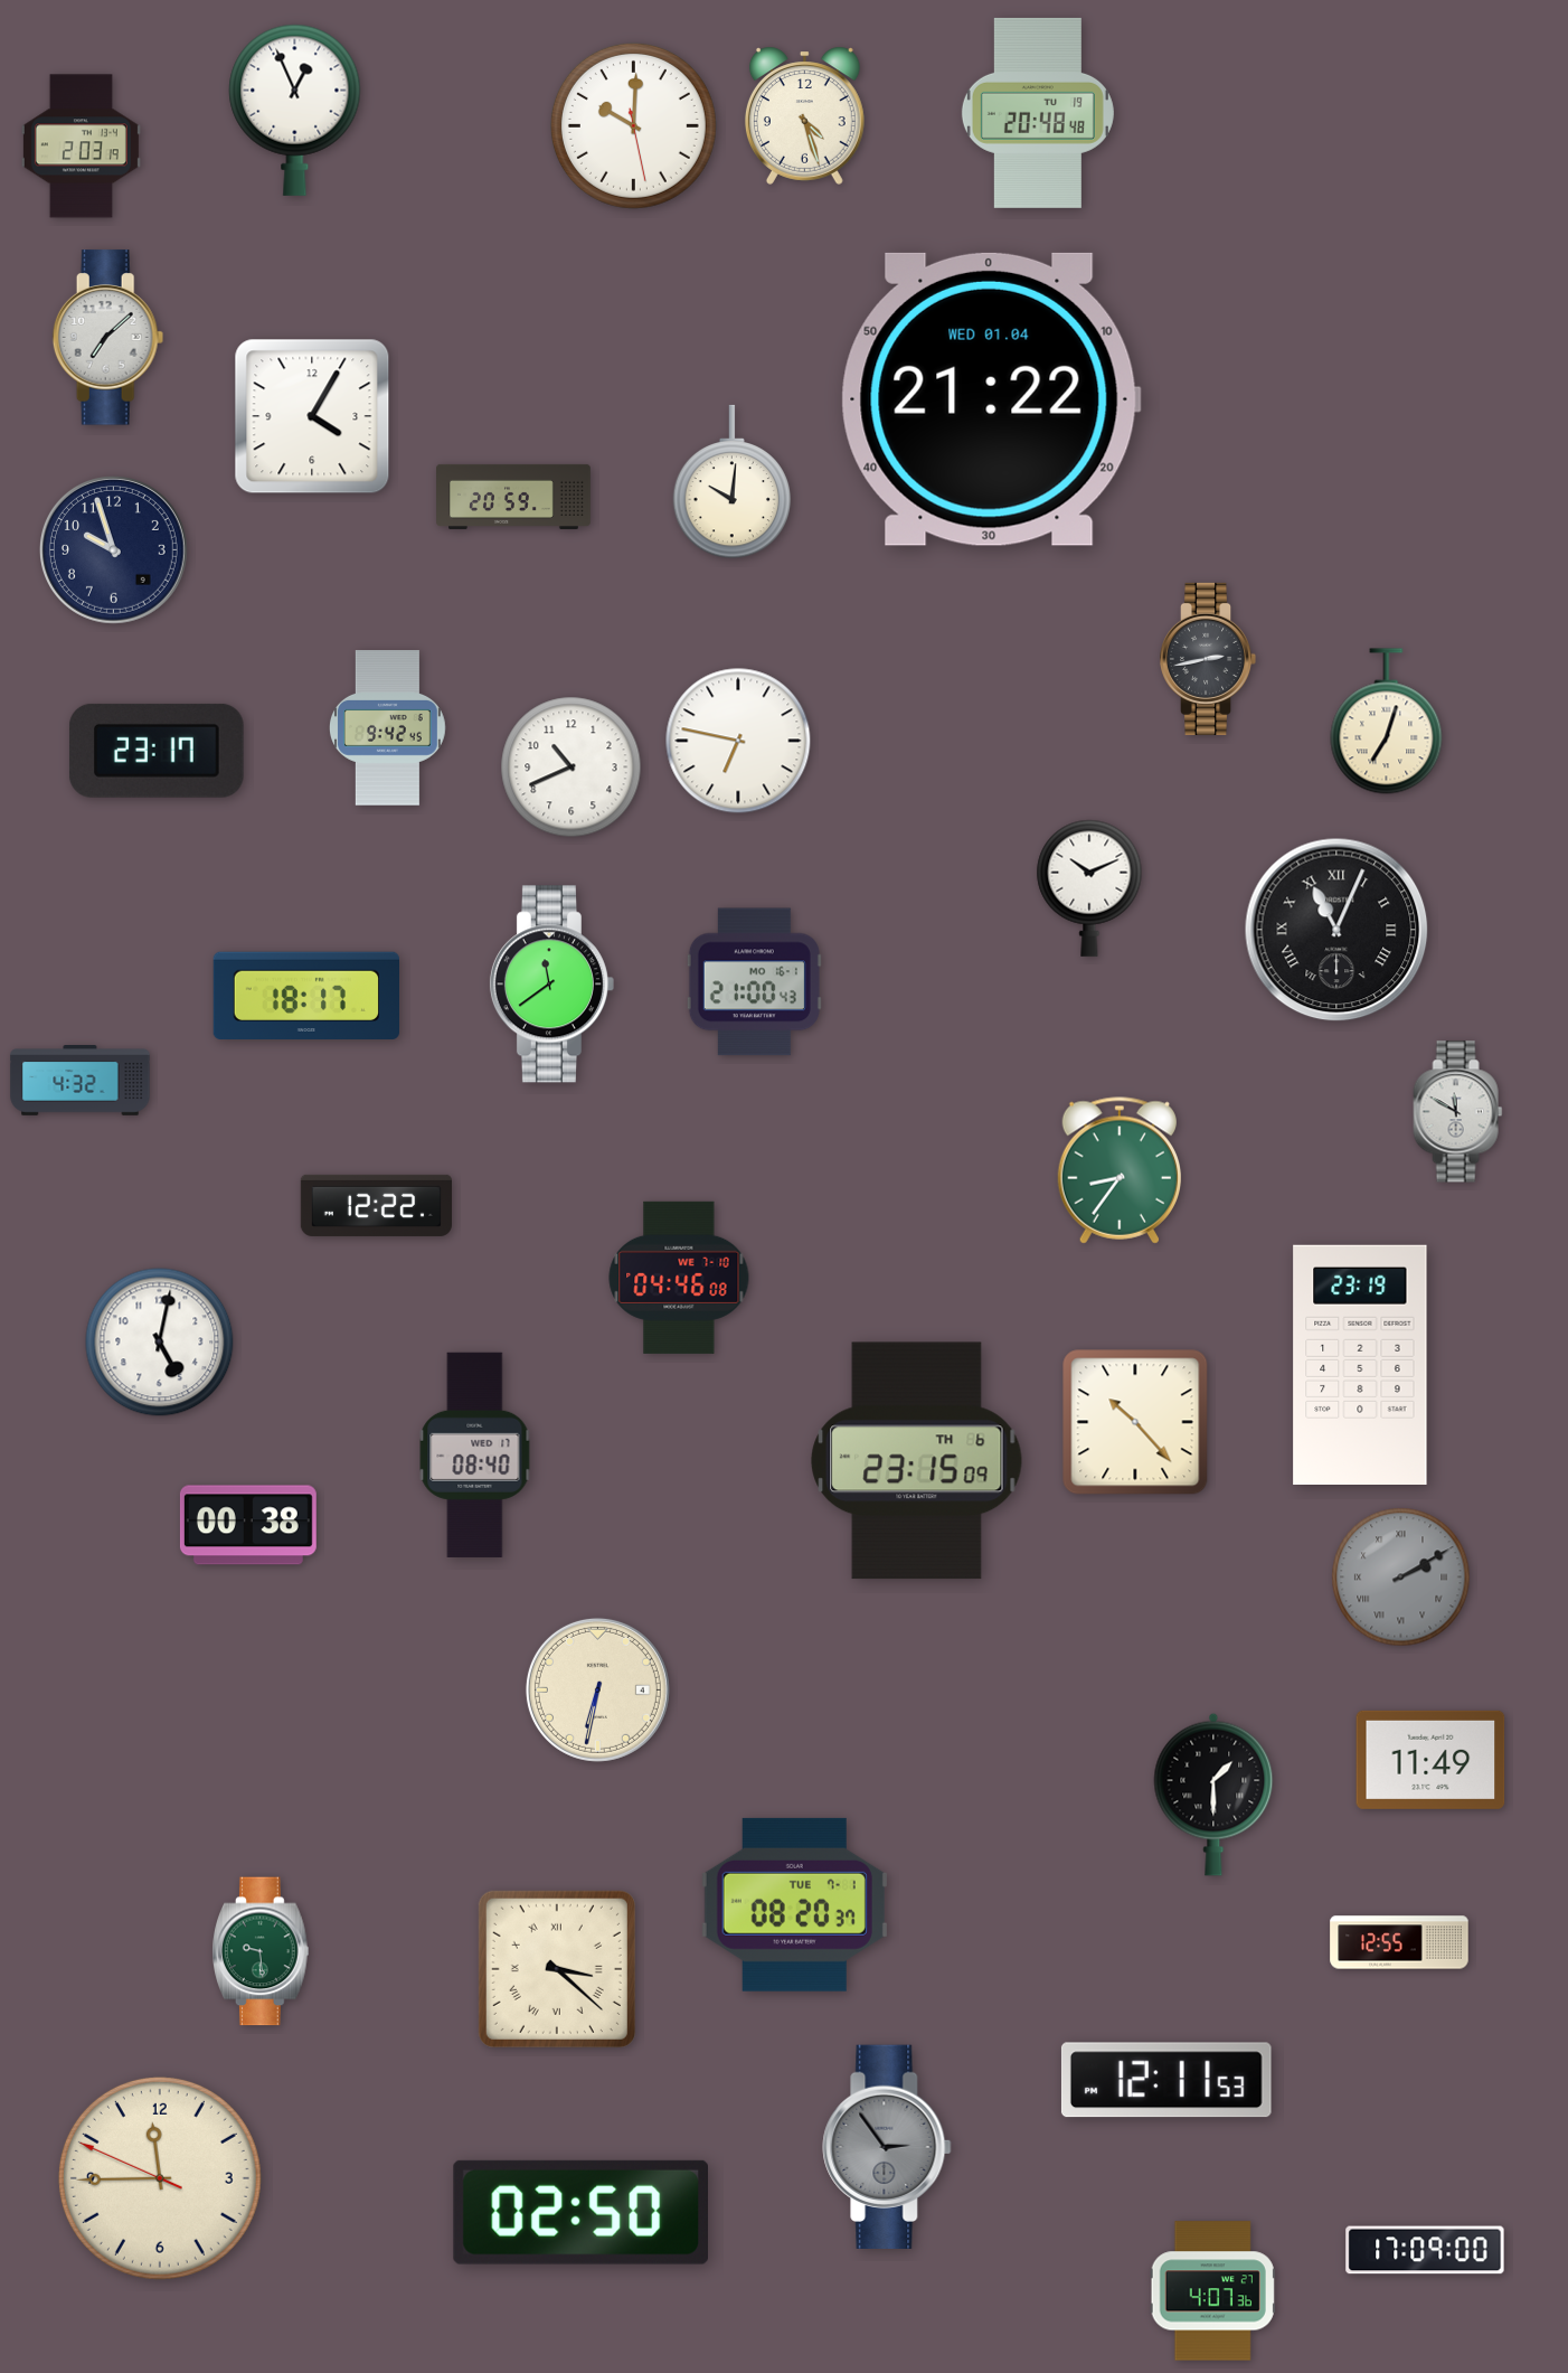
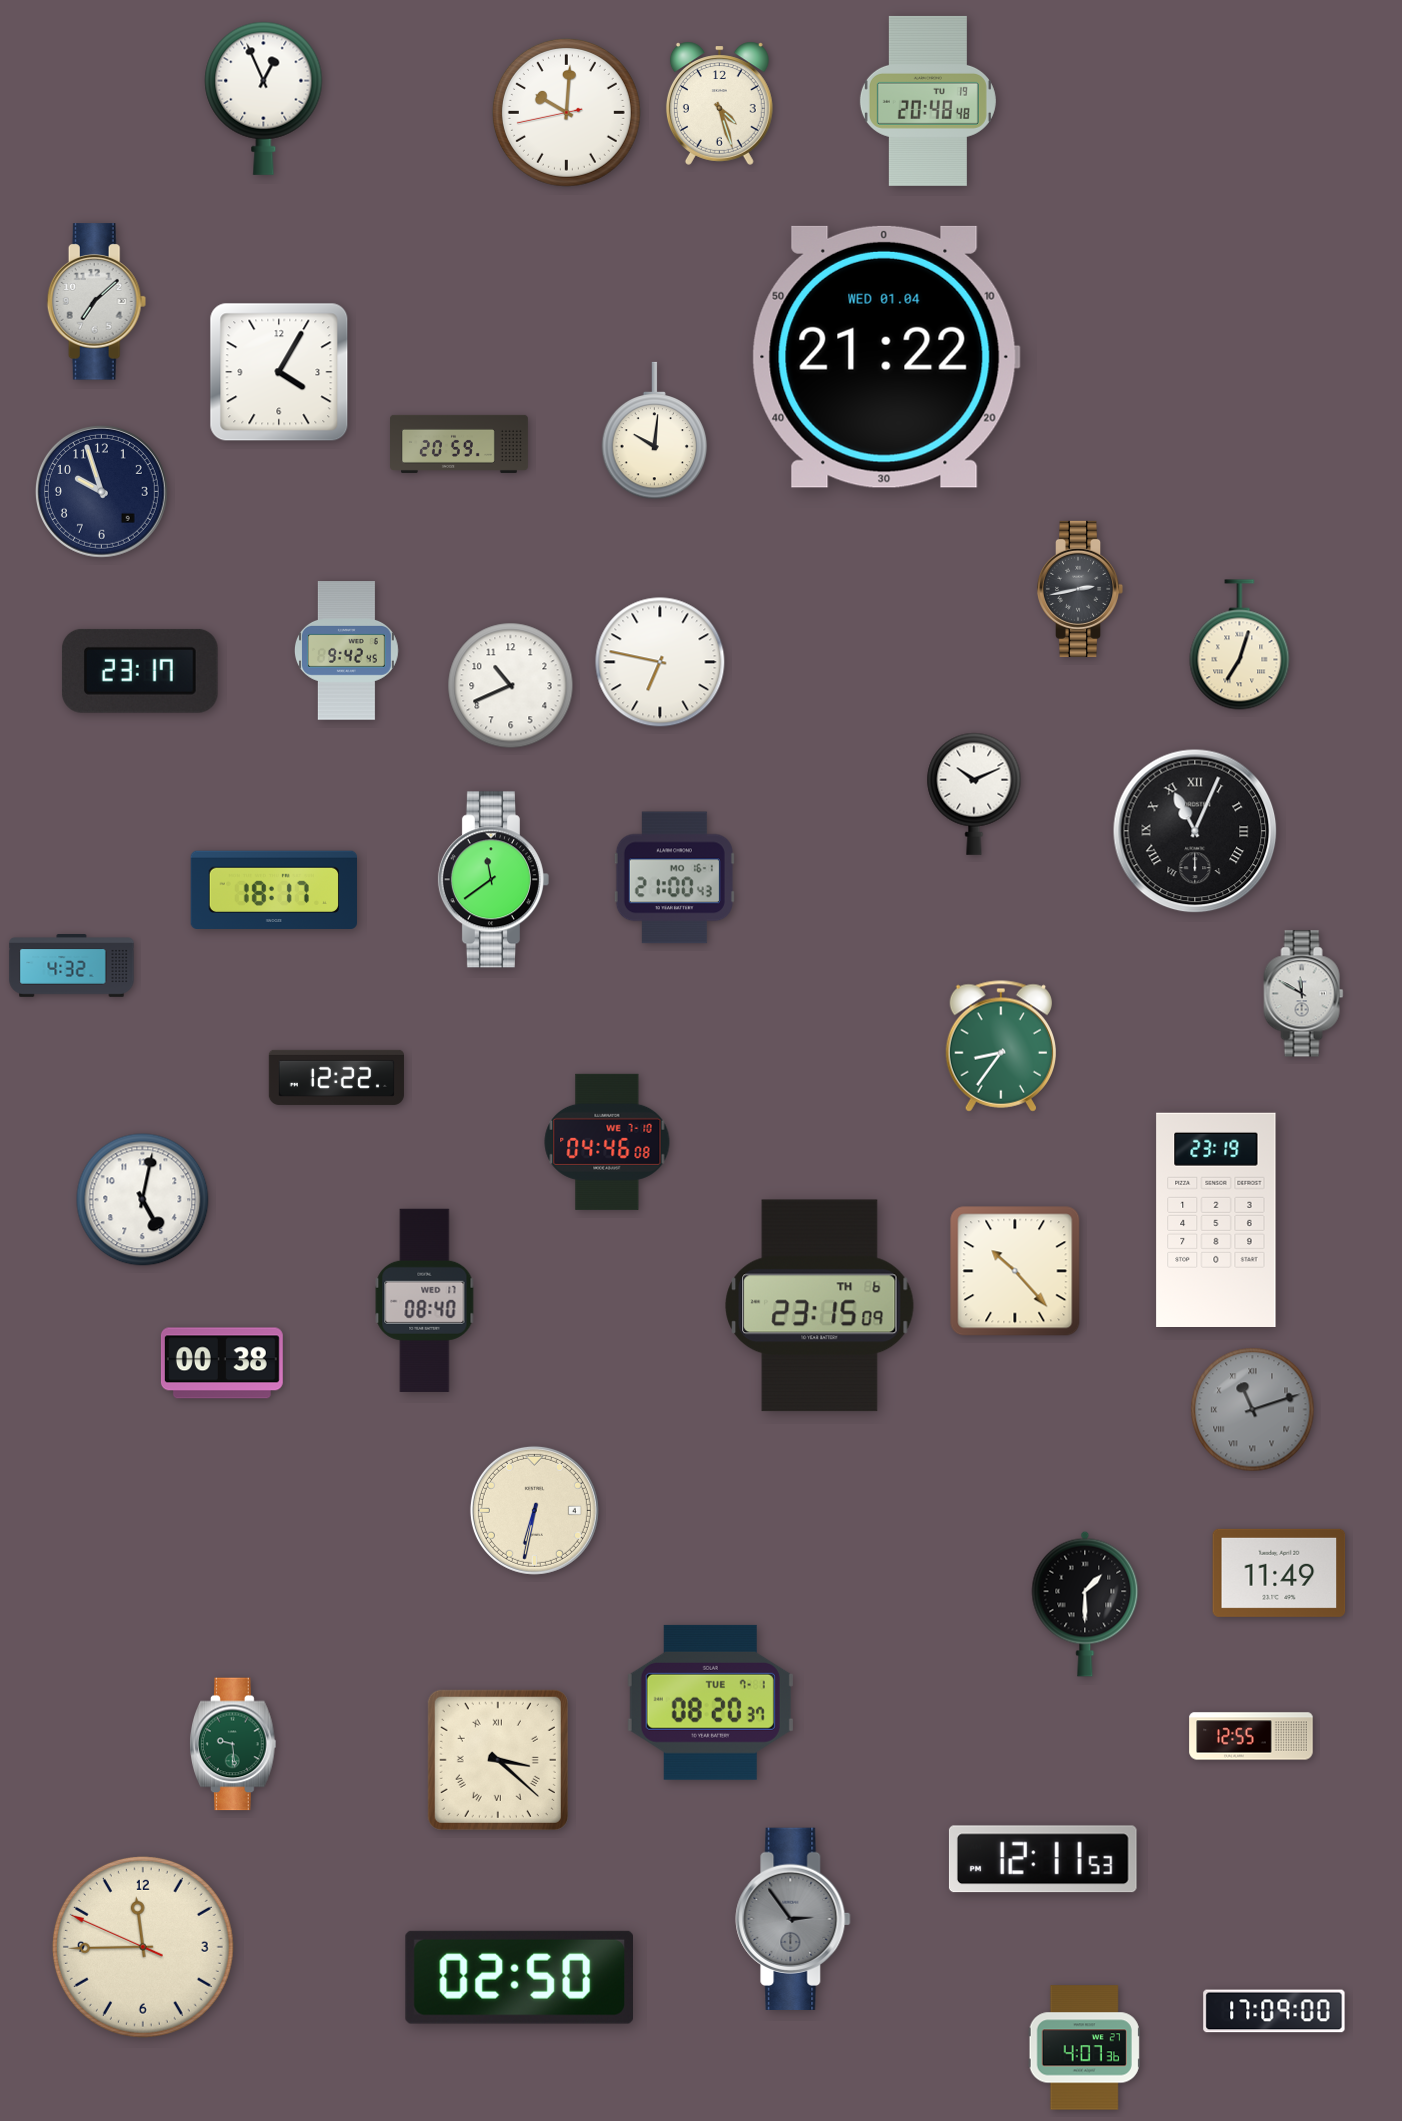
clock at (633, 125): 10:00:28 -> 10:00:43
clock at (81, 147): 2:03 -> none
clock at (1401, 1578): 2:10 -> 11:12
